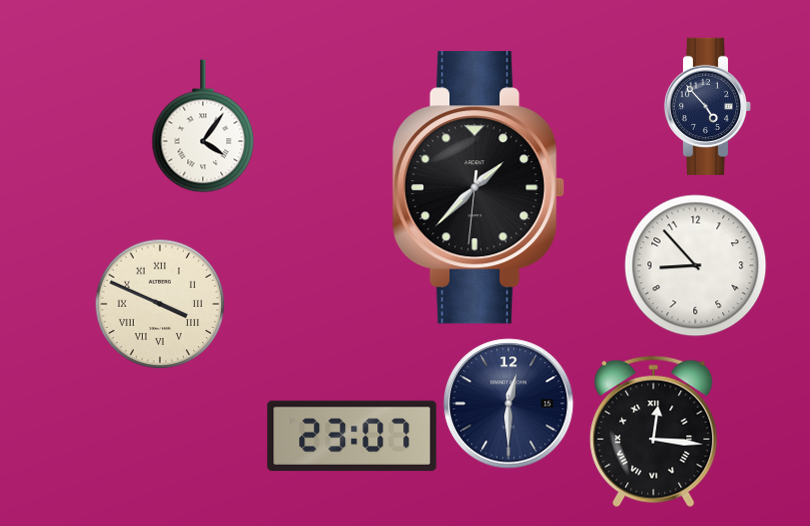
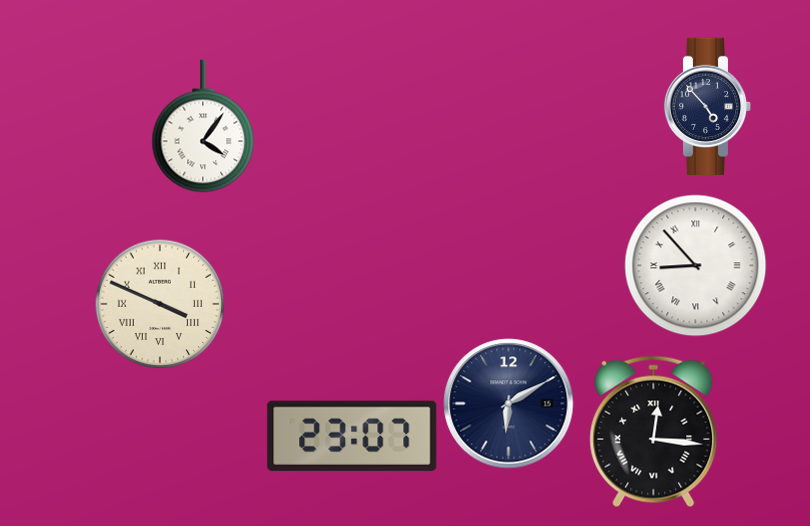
clock at (479, 188): 1:37 -> none
clock at (696, 266) numerals: Arabic -> Roman
clock at (509, 404): 12:30 -> 6:10
